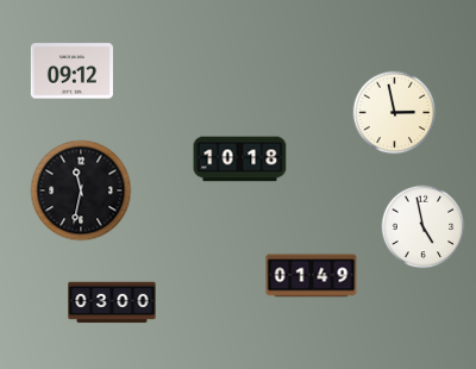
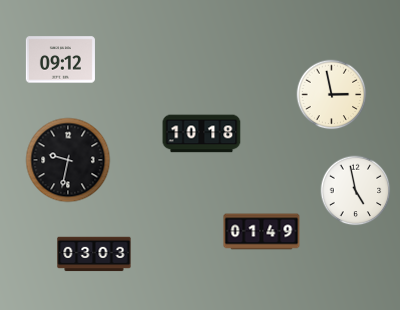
clock at (81, 190): 11:32 -> 9:32
clock at (112, 302): 03:00 -> 03:03
